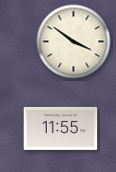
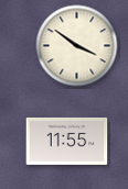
clock at (74, 42) position: (74, 42) -> (77, 46)
